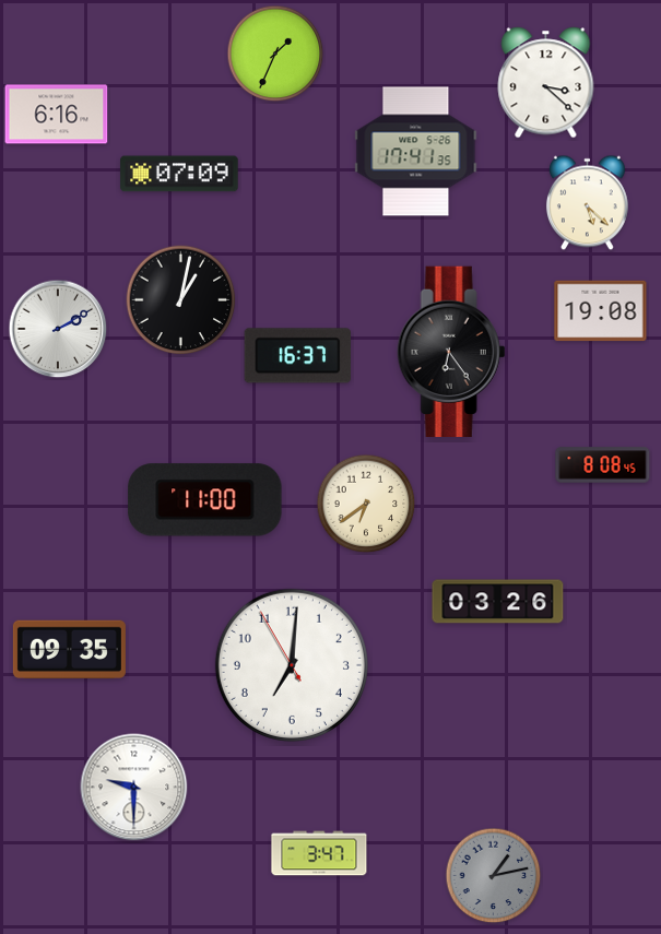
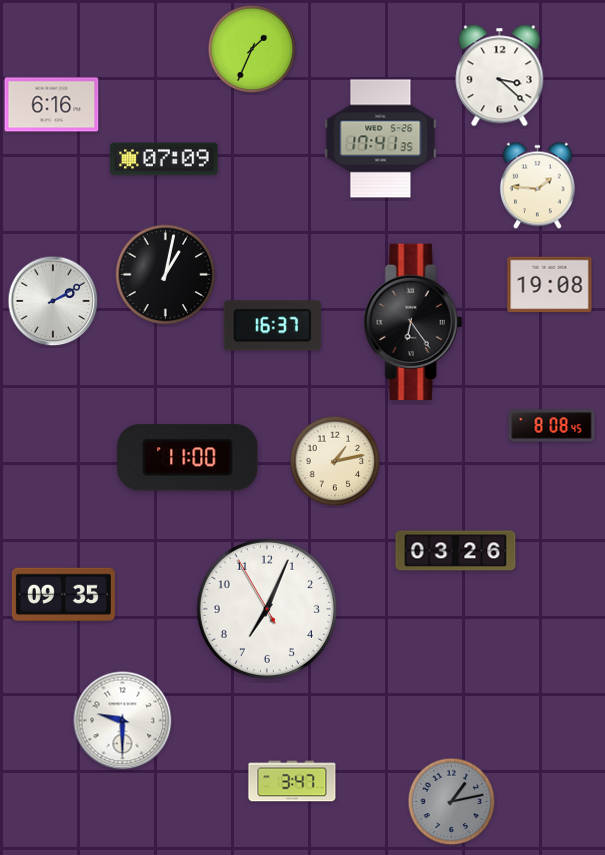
clock at (587, 203): 5:22 -> 1:46
clock at (366, 504): 6:39 -> 1:13
clock at (292, 665): 7:00 -> 7:03
